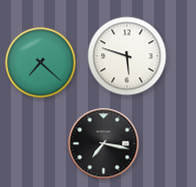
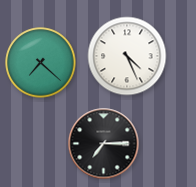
clock at (127, 56): 5:48 -> 4:26
clock at (104, 144): 7:17 -> 7:15
